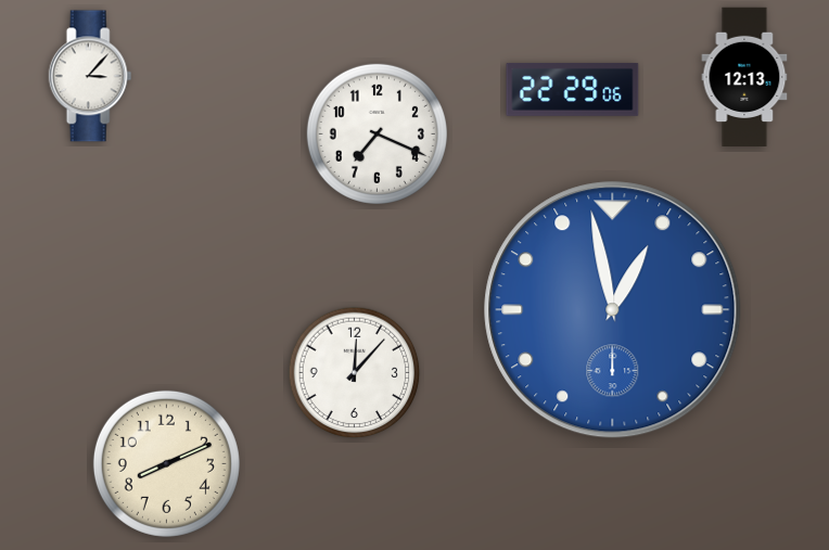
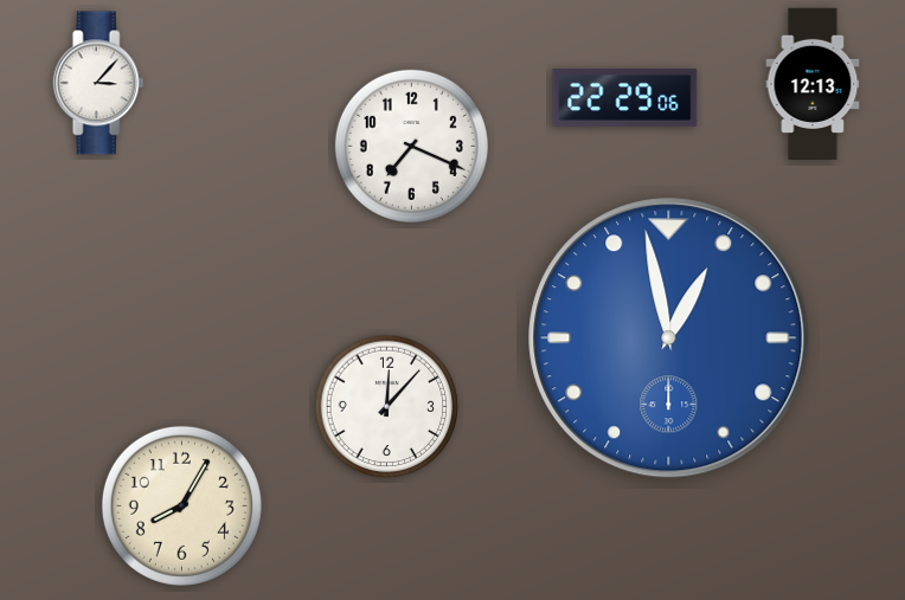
clock at (166, 463): 8:11 -> 8:05
